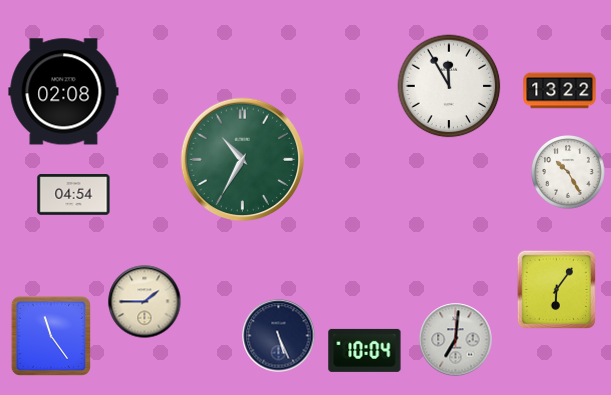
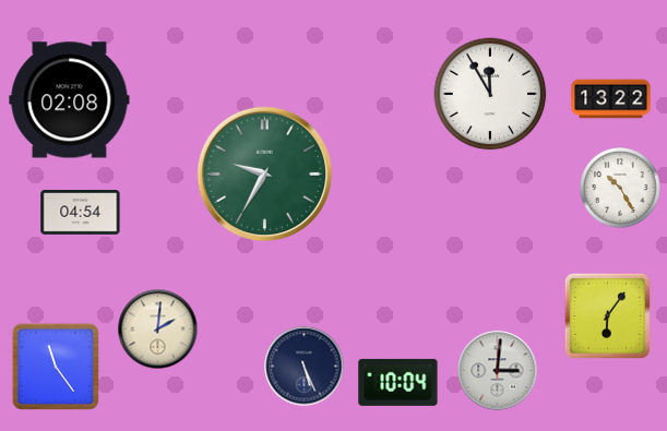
clock at (243, 160): 10:35 -> 9:35
clock at (145, 302): 1:45 -> 2:01
clock at (456, 340): 7:01 -> 3:01
